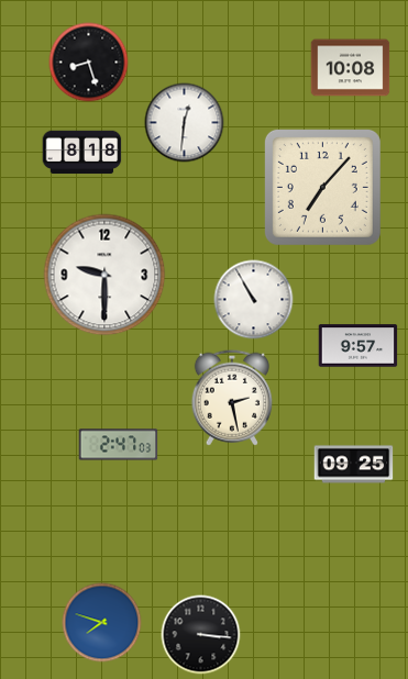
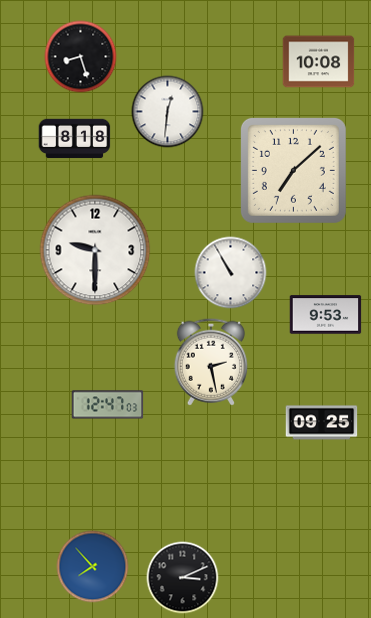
clock at (322, 187): 7:07 -> 7:08
clock at (359, 346): 9:57 -> 9:53
clock at (119, 445): 2:47 -> 12:47
clock at (102, 623): 7:48 -> 7:53
clock at (201, 635): 3:16 -> 3:11
